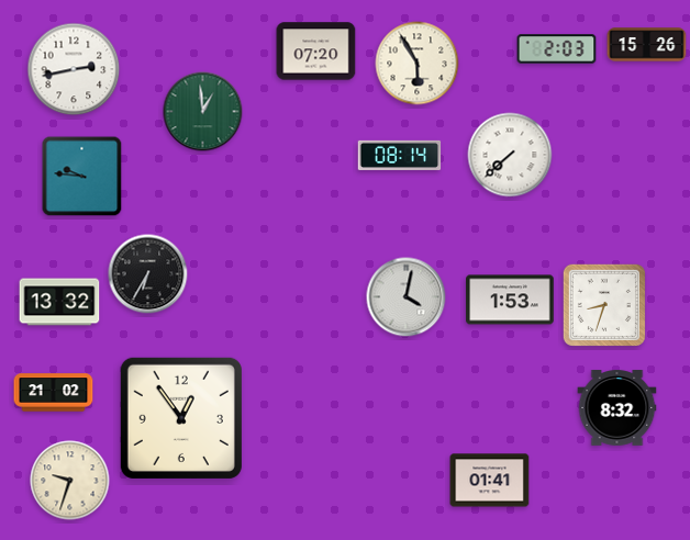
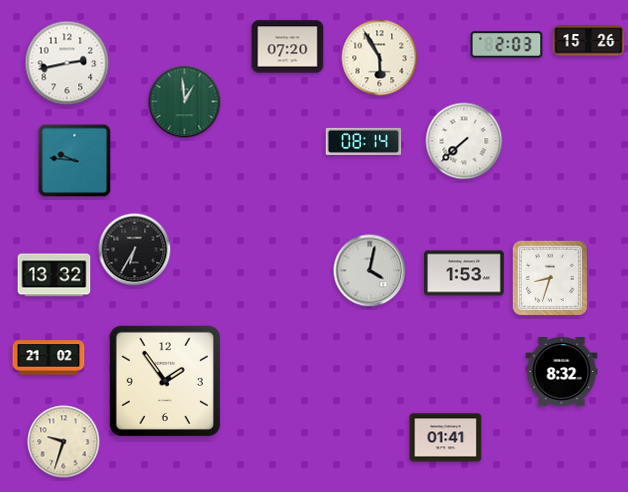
clock at (181, 418): 12:54 -> 1:54
clock at (70, 481) position: (70, 481) -> (64, 442)
